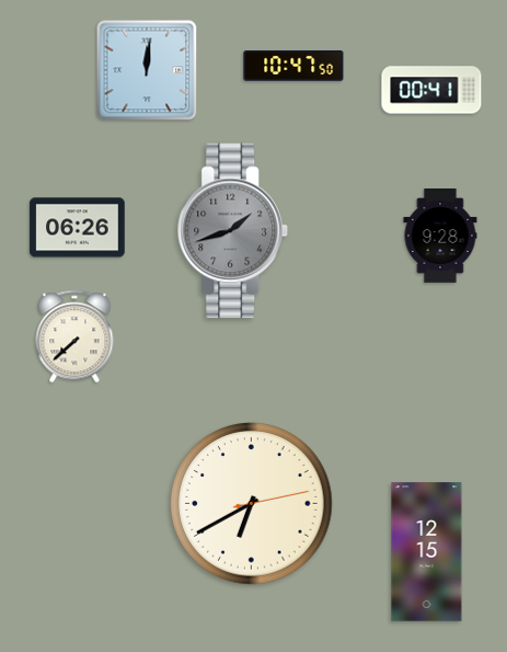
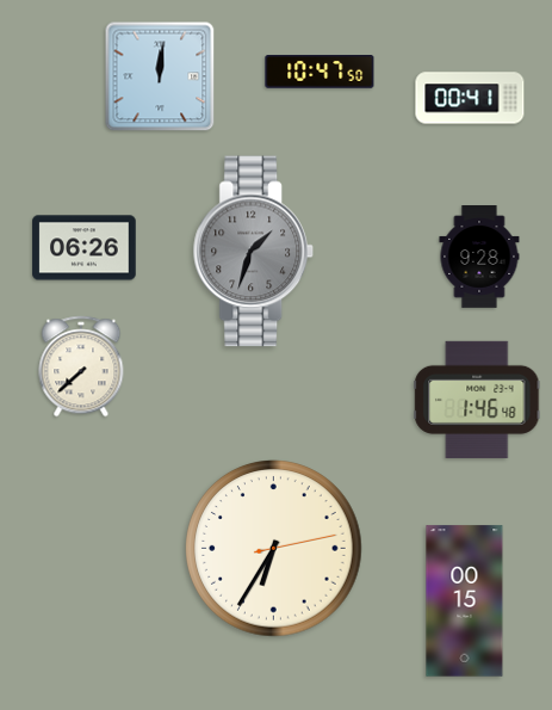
clock at (232, 231): 1:42 -> 1:33
clock at (477, 400): none -> 1:46
clock at (252, 504): 6:40 -> 6:35
clock at (427, 552): 12:15 -> 00:15
